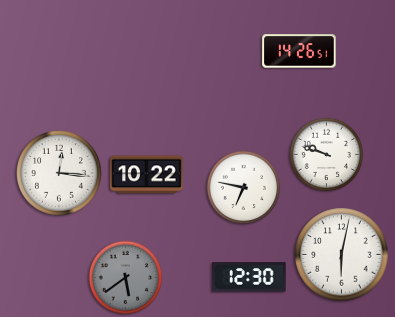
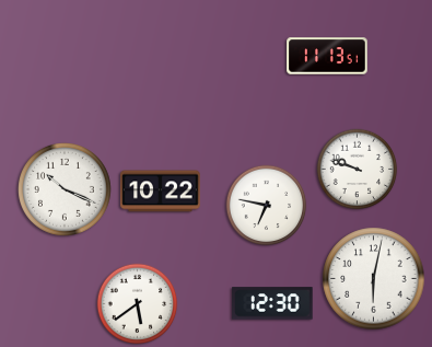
clock at (299, 51): 14:26 -> 11:13
clock at (60, 174): 12:16 -> 10:19
clock at (126, 278) dial: grey -> white
